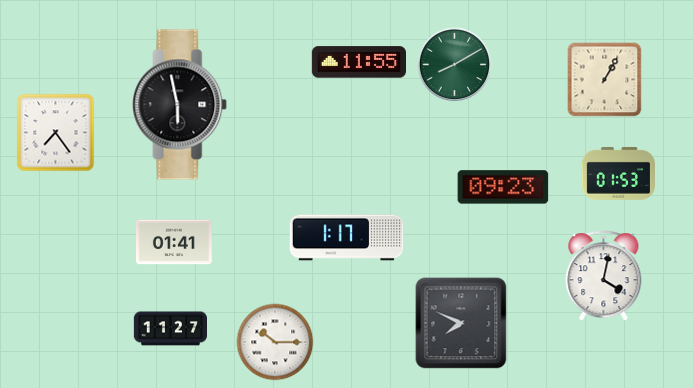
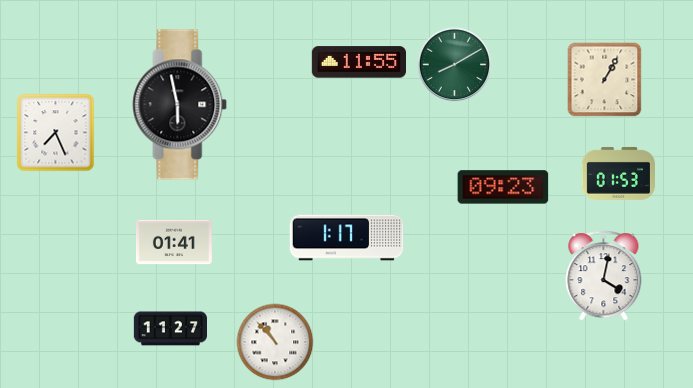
clock at (56, 133): 7:24 -> 7:26
clock at (461, 323): 7:49 -> none
clock at (275, 342): 10:15 -> 10:53
